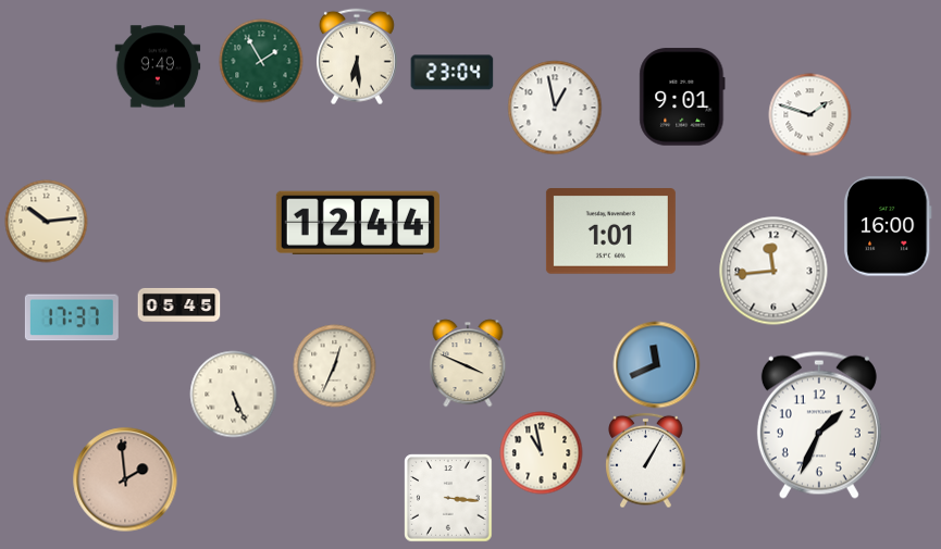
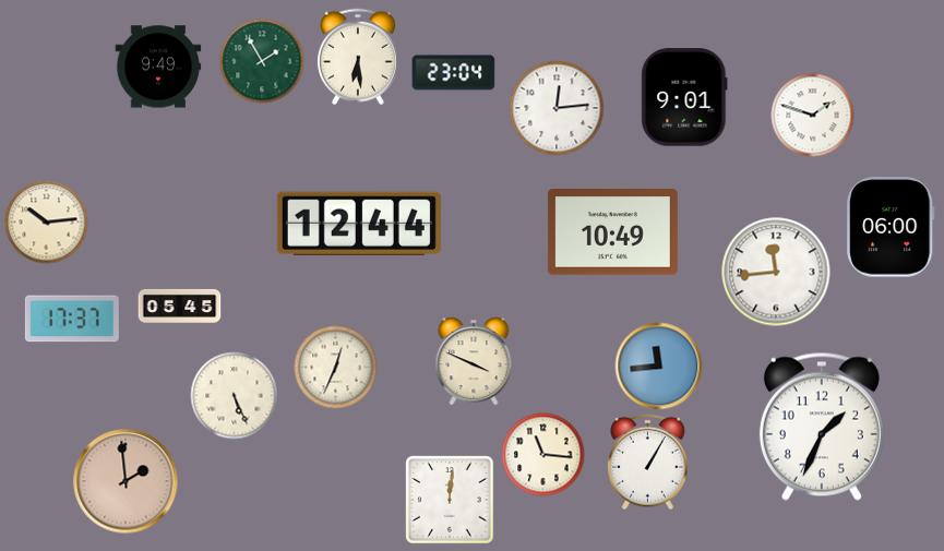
clock at (555, 108): 12:58 -> 12:14
clock at (889, 226): 16:00 -> 06:00
clock at (610, 232): 1:01 -> 10:49
clock at (468, 363) position: (468, 363) -> (474, 361)
clock at (657, 365): 11:41 -> 11:44
clock at (542, 453): 10:58 -> 11:16
clock at (448, 498): 3:16 -> 12:01
